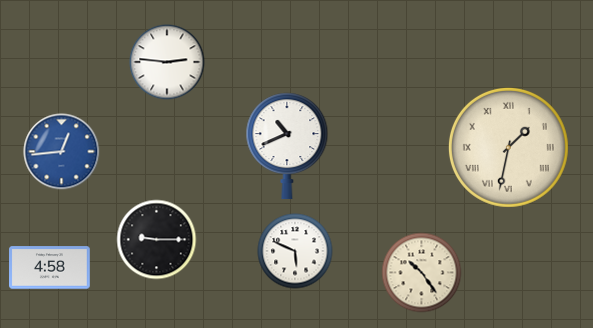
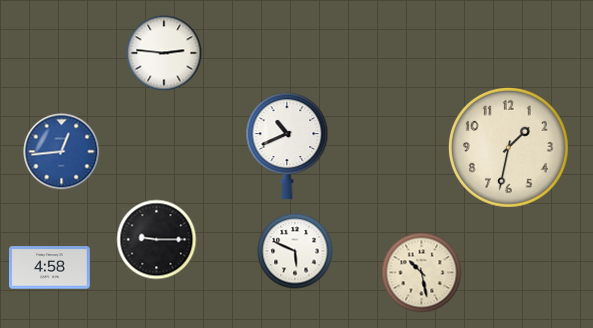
clock at (167, 62) position: (167, 62) -> (164, 53)
clock at (508, 147) numerals: Roman -> Arabic
clock at (422, 273): 10:24 -> 10:28
